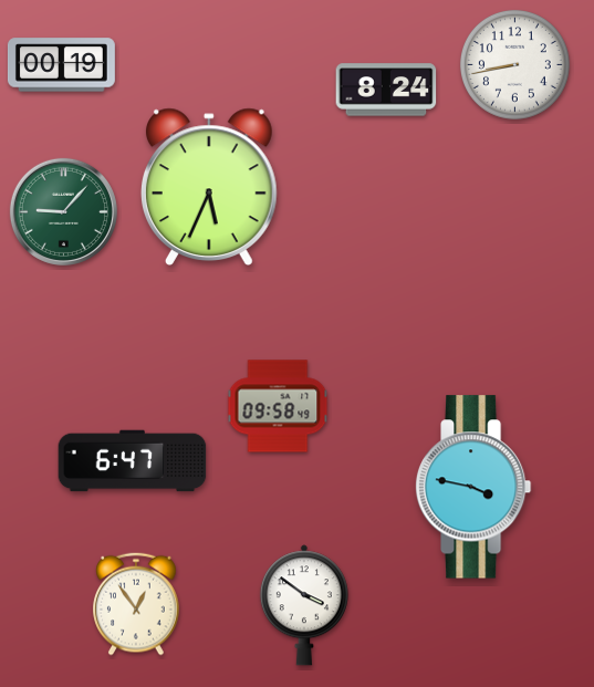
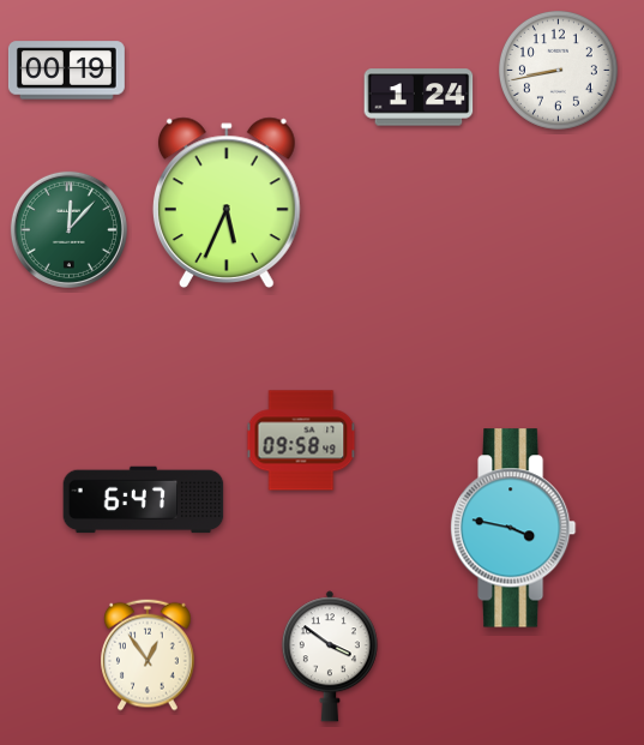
clock at (386, 90): 8:24 -> 1:24
clock at (63, 211): 9:07 -> 12:07
